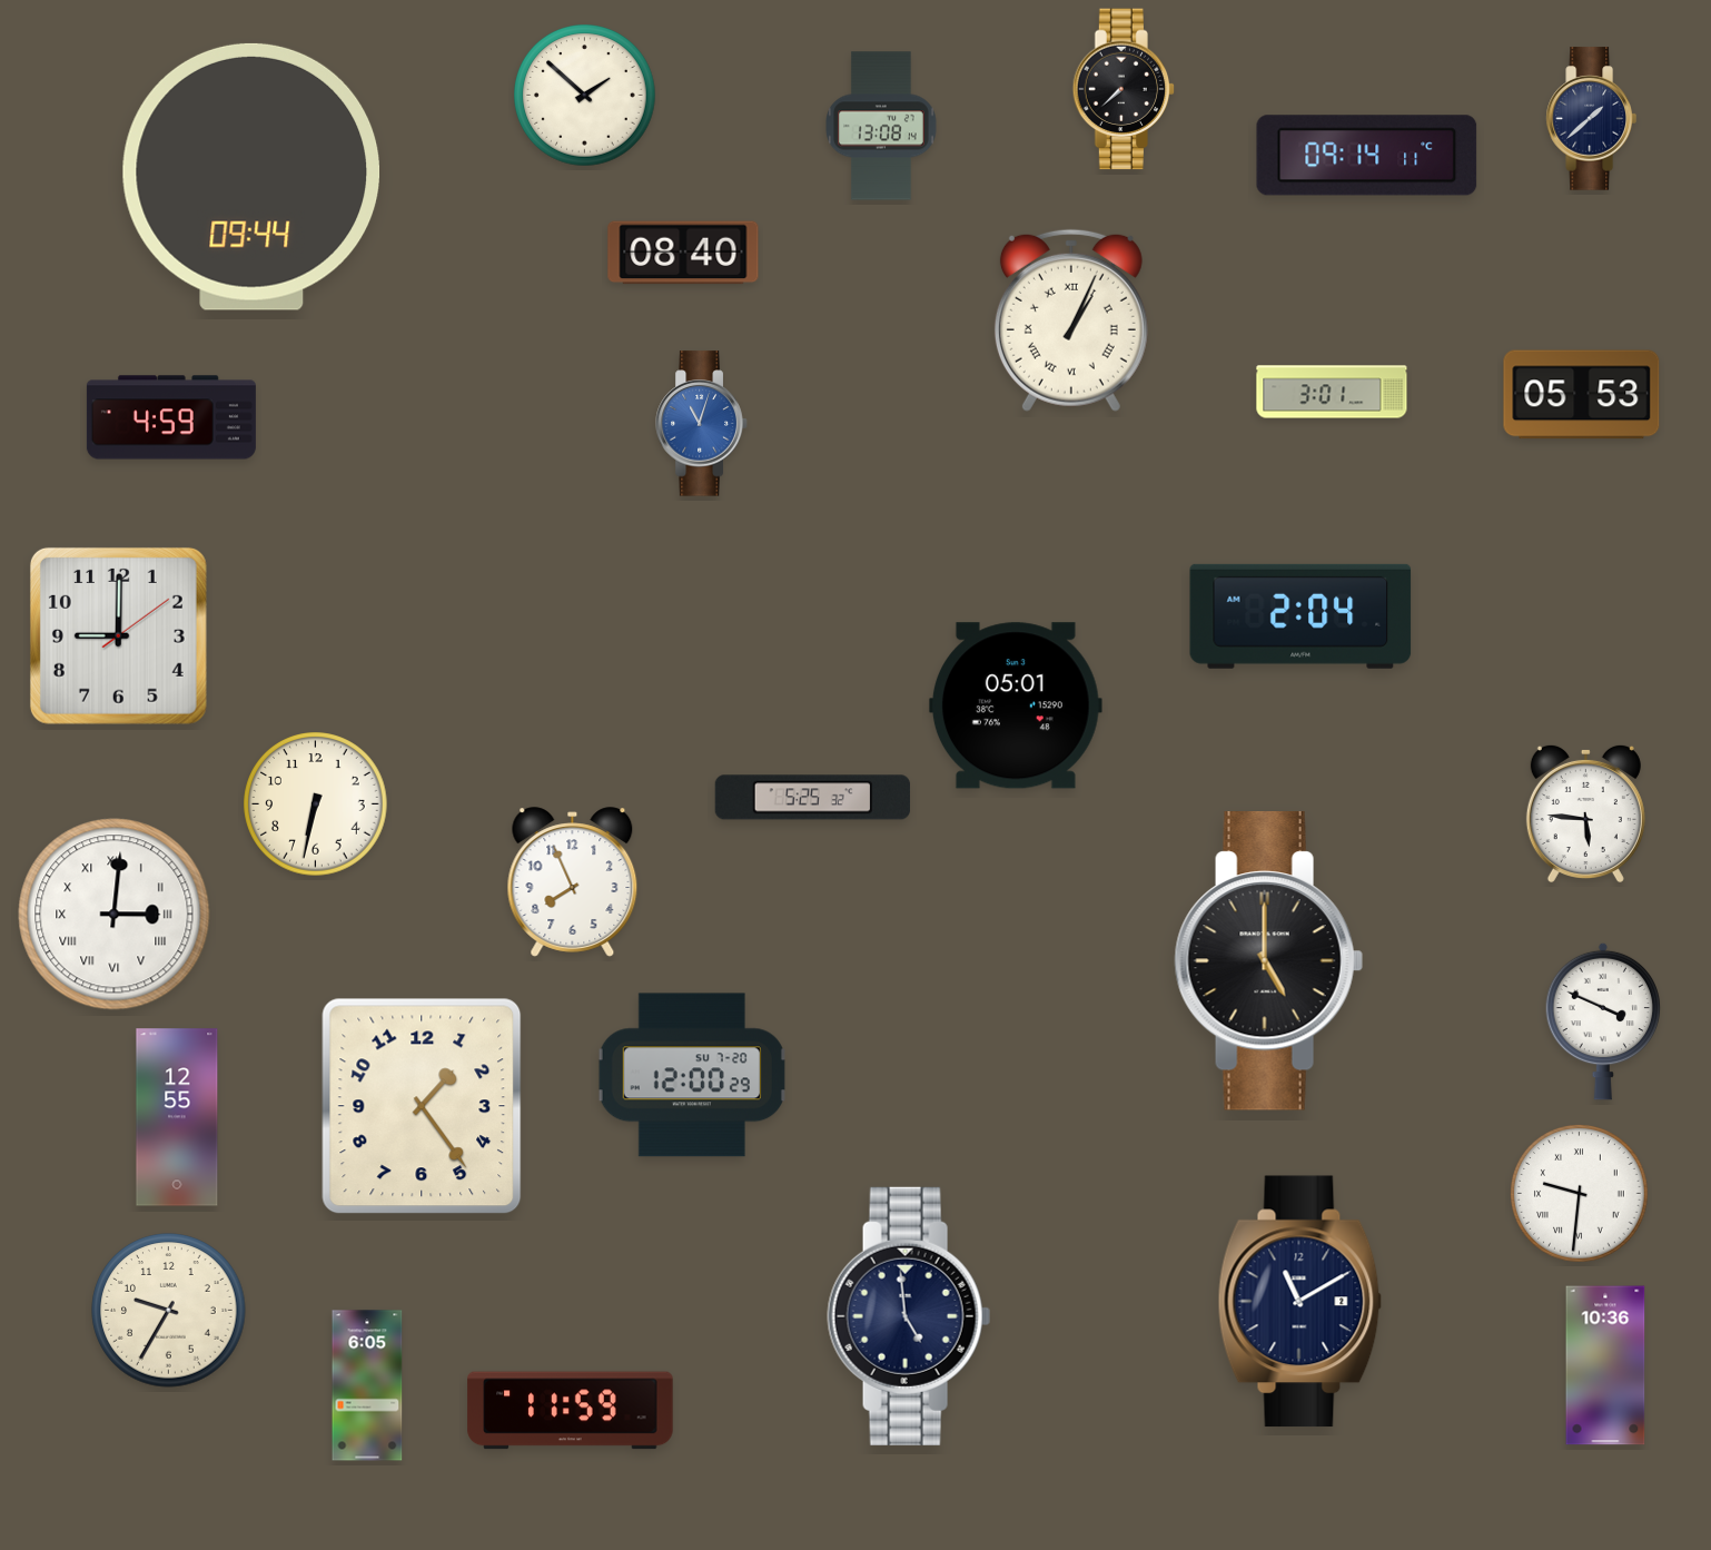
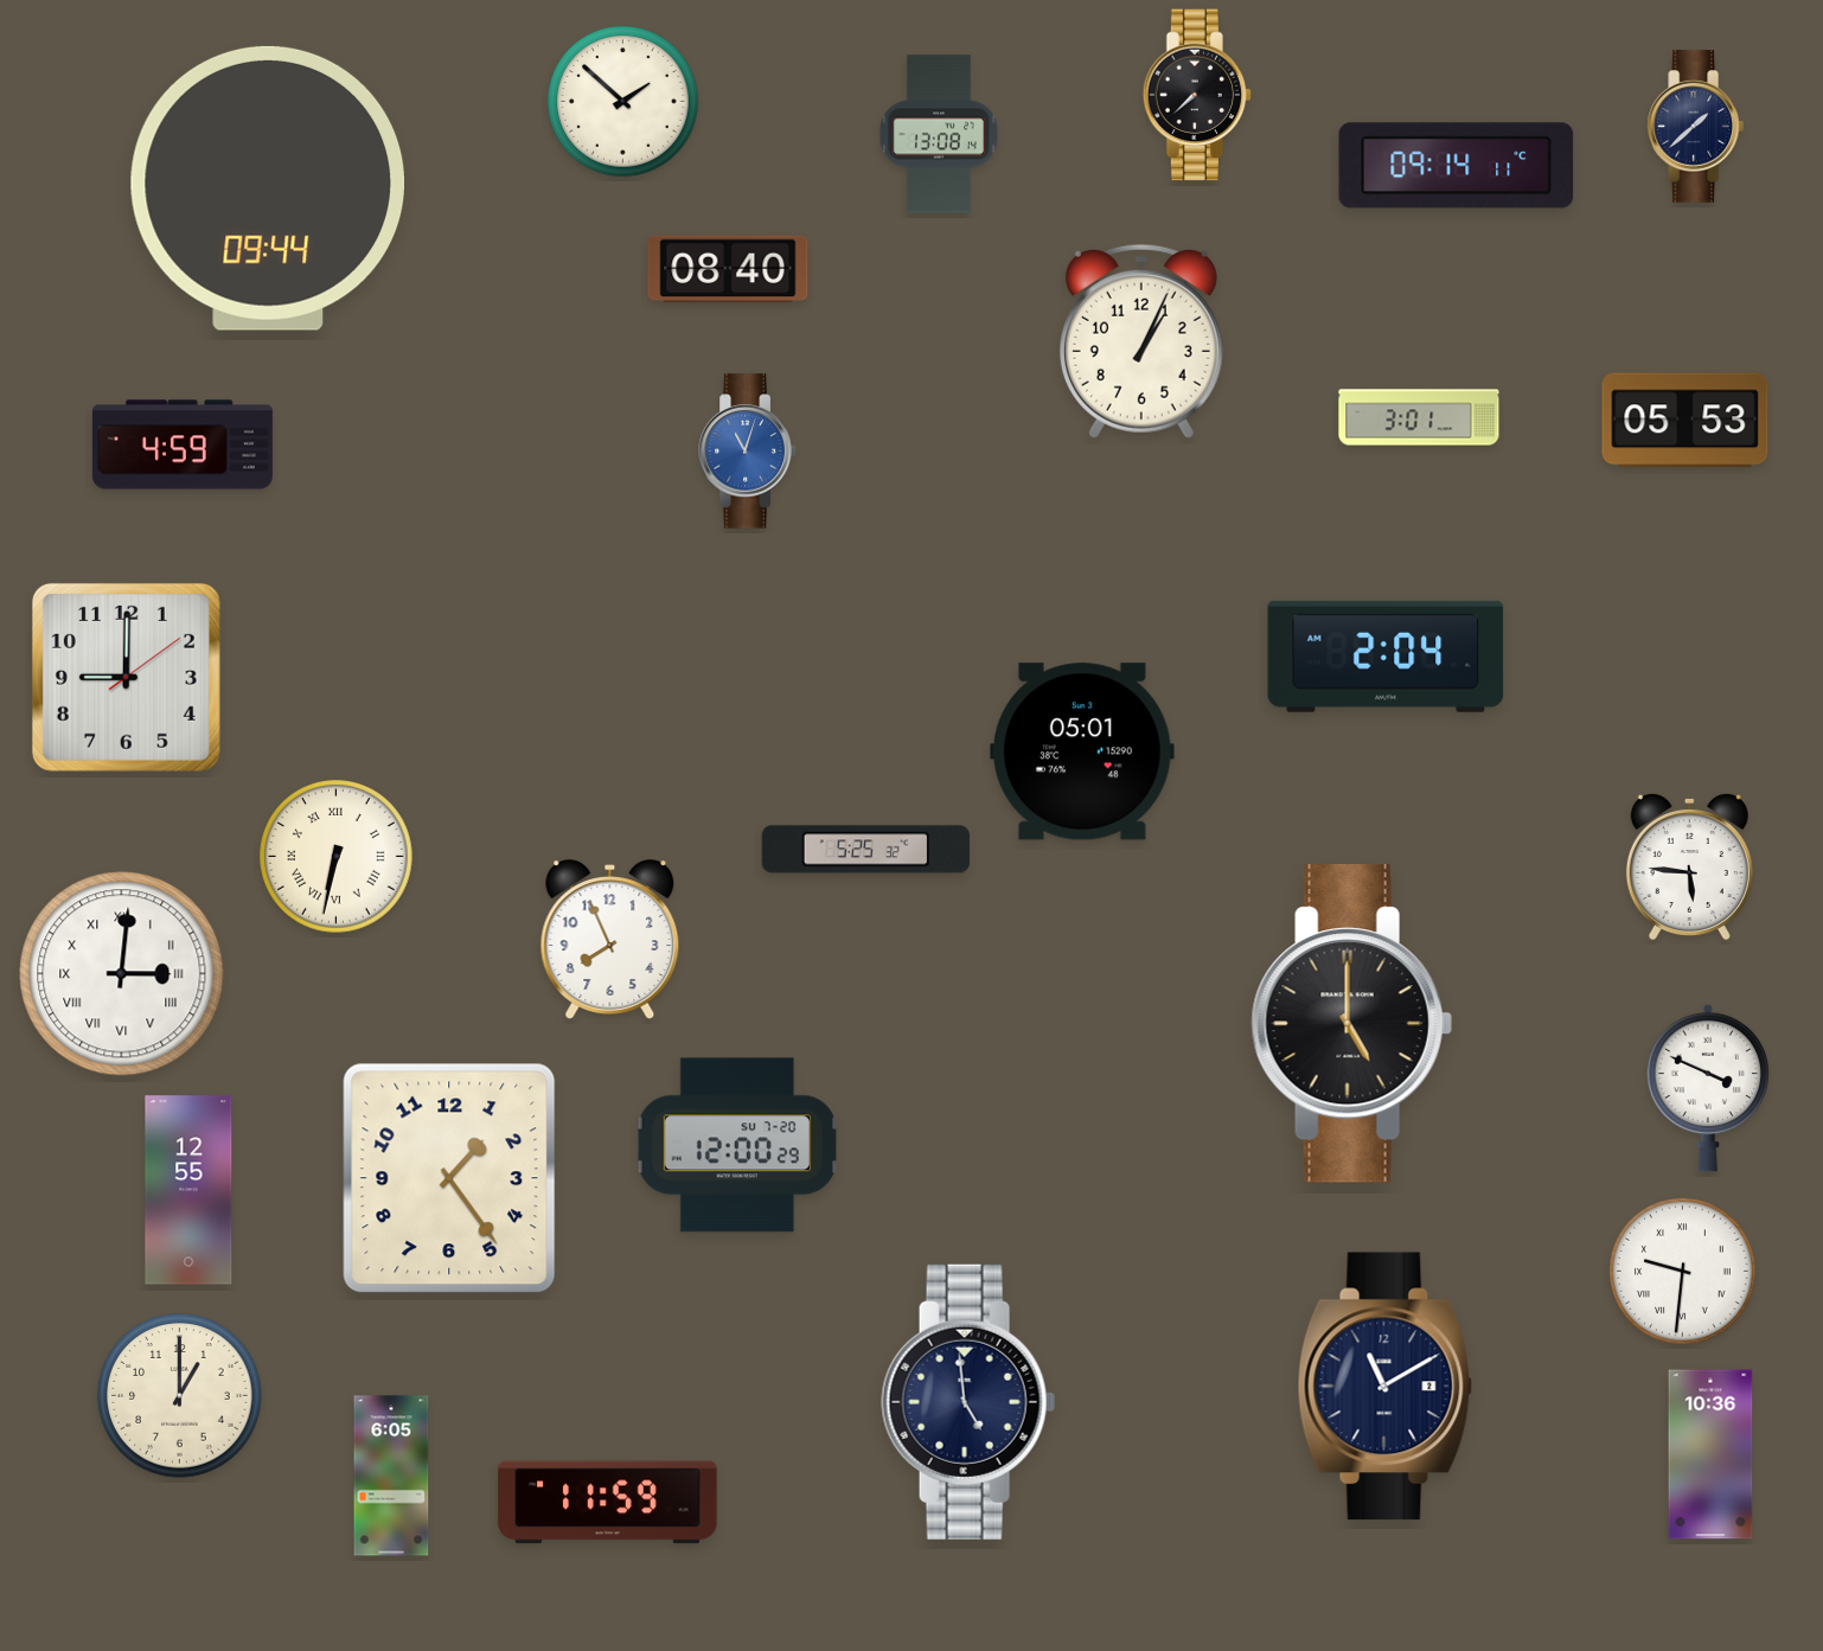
clock at (1071, 320) numerals: Roman -> Arabic
clock at (316, 804) numerals: Arabic -> Roman
clock at (169, 1311): 9:35 -> 1:00
